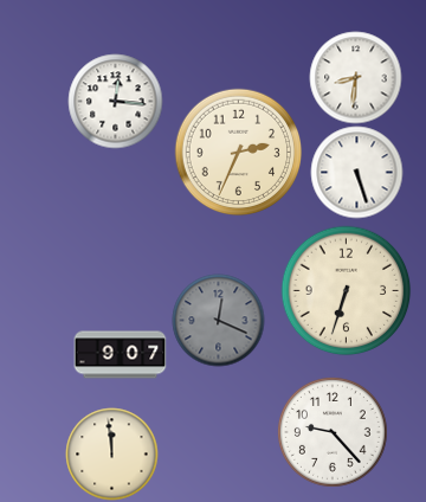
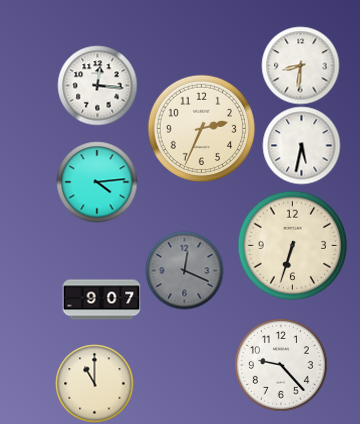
clock at (356, 172): 5:27 -> 5:32
clock at (97, 182): none -> 4:14
clock at (111, 453): 11:59 -> 11:00
